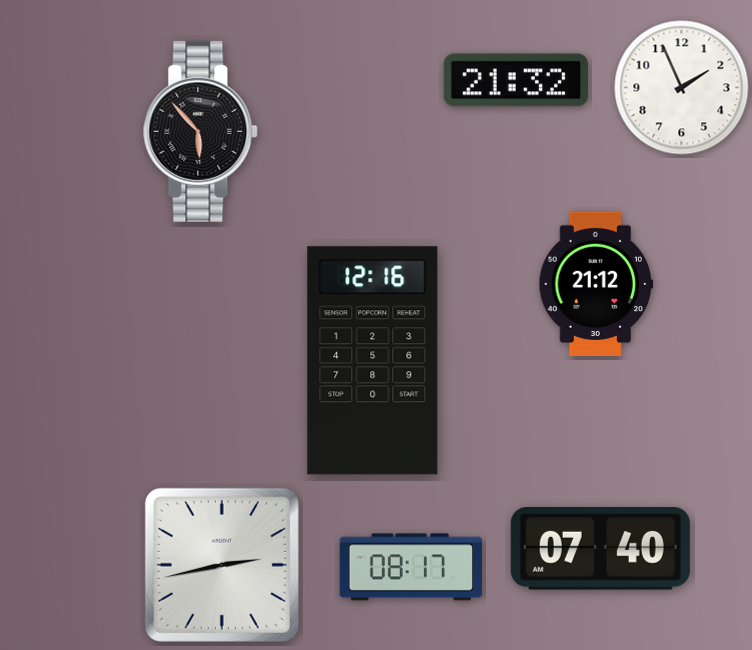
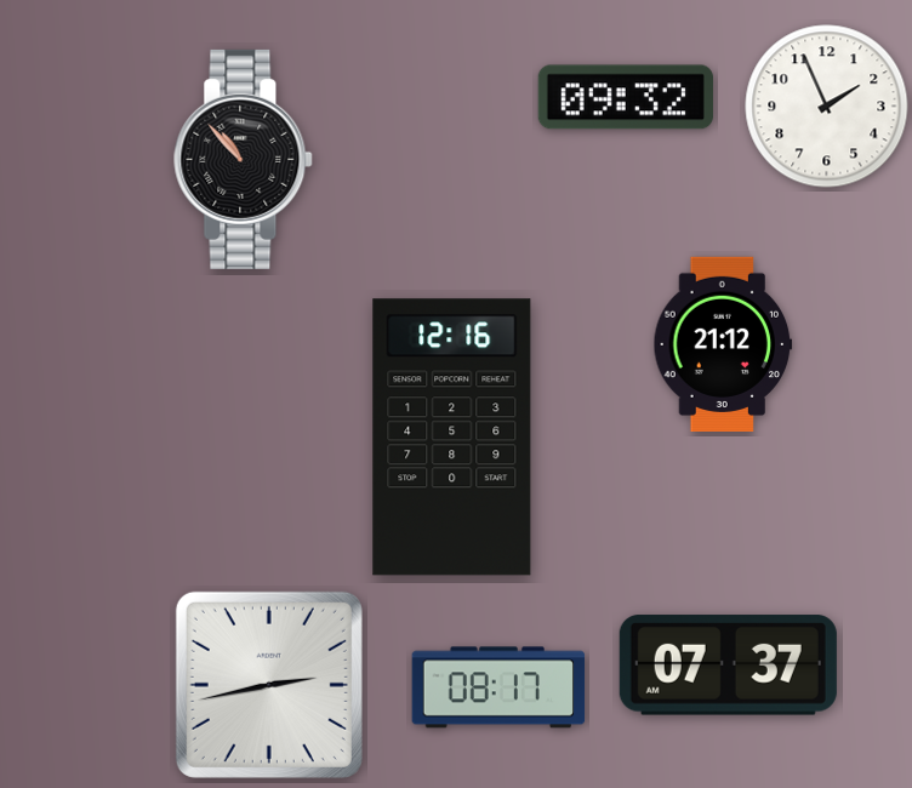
clock at (516, 80): 21:32 -> 09:32
clock at (201, 131): 5:53 -> 10:53
clock at (600, 549): 07:40 -> 07:37
